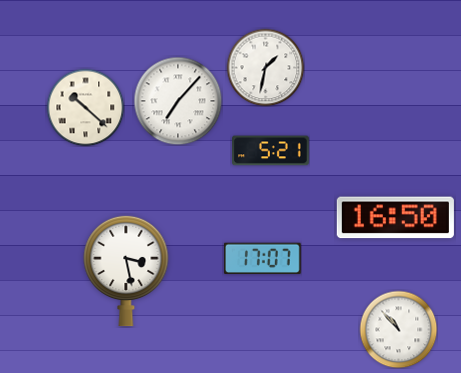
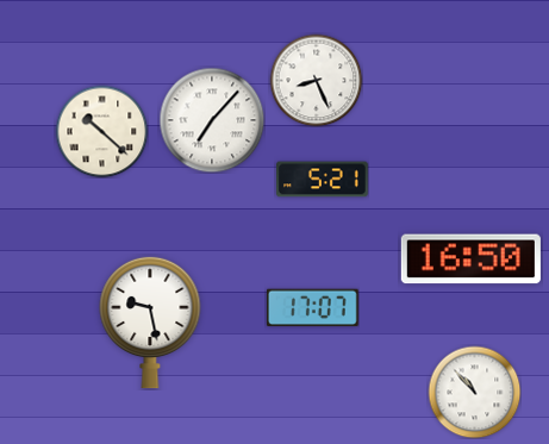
clock at (265, 67): 1:32 -> 8:26
clock at (85, 107) position: (85, 107) -> (101, 131)
clock at (126, 271): 3:28 -> 9:28
